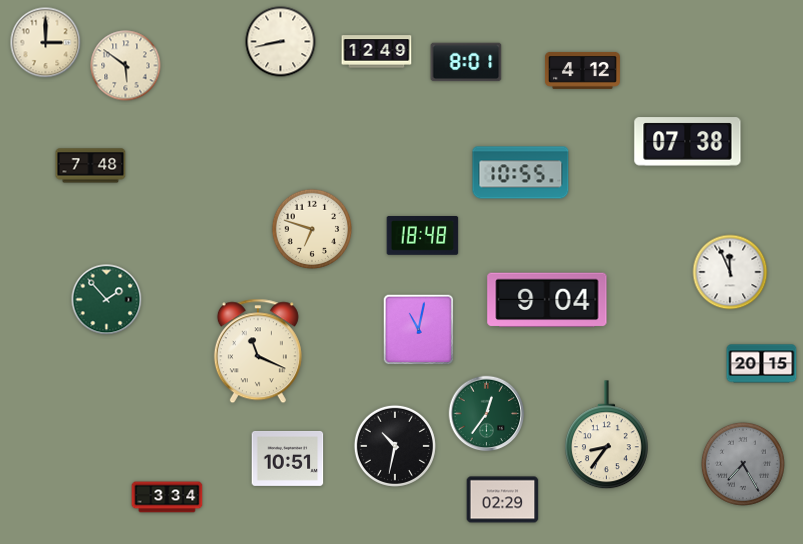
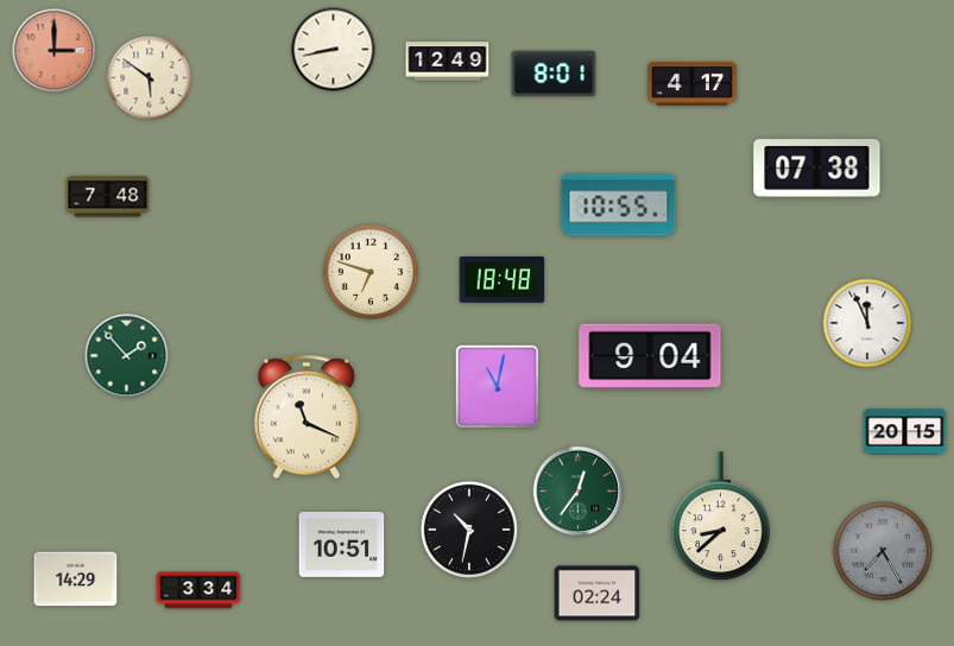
clock at (46, 43) dial: cream -> salmon
clock at (582, 71): 4:12 -> 4:17
clock at (419, 330) position: (419, 330) -> (498, 387)
clock at (606, 435): 8:36 -> 8:38
clock at (76, 579): none -> 14:29
clock at (503, 500): 02:29 -> 02:24
